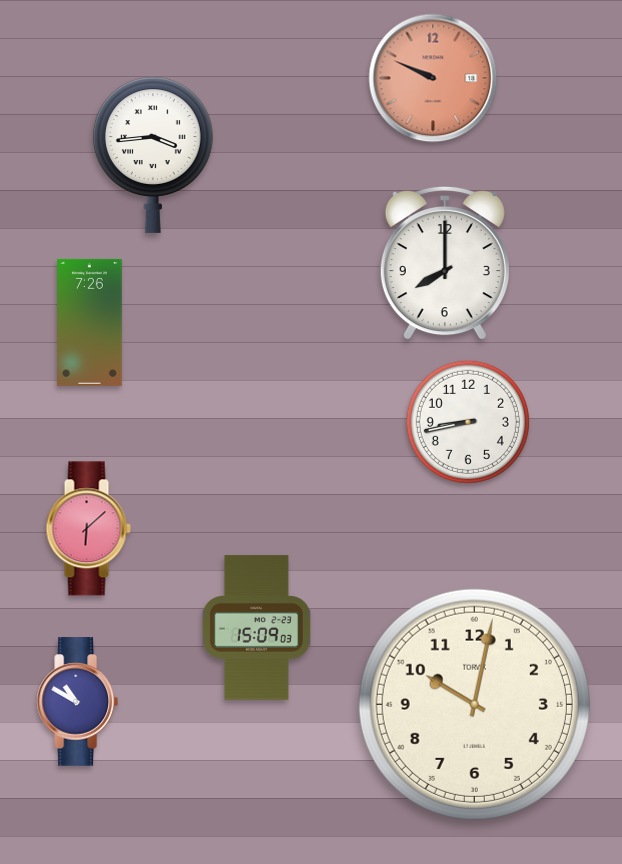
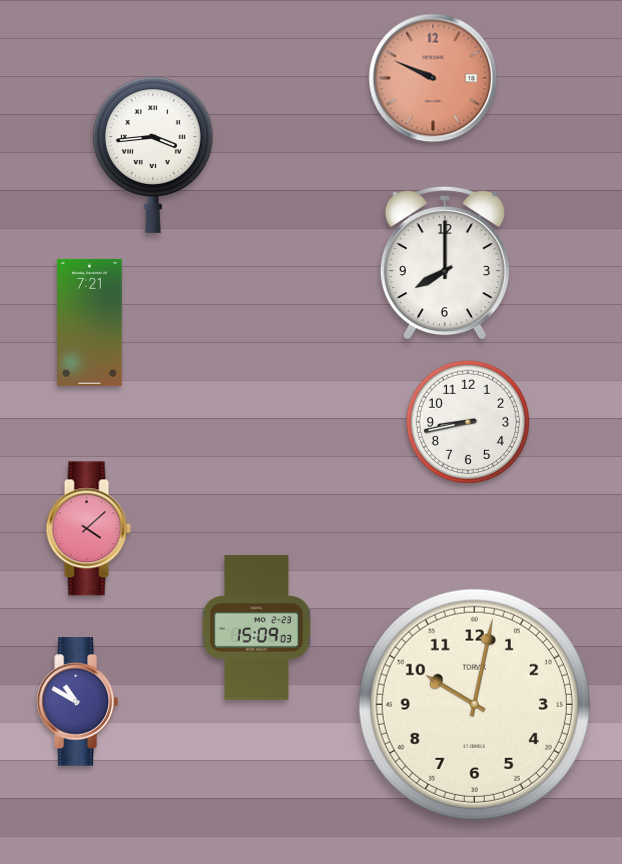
clock at (90, 322): 7:26 -> 7:21
clock at (88, 529): 6:08 -> 4:08
